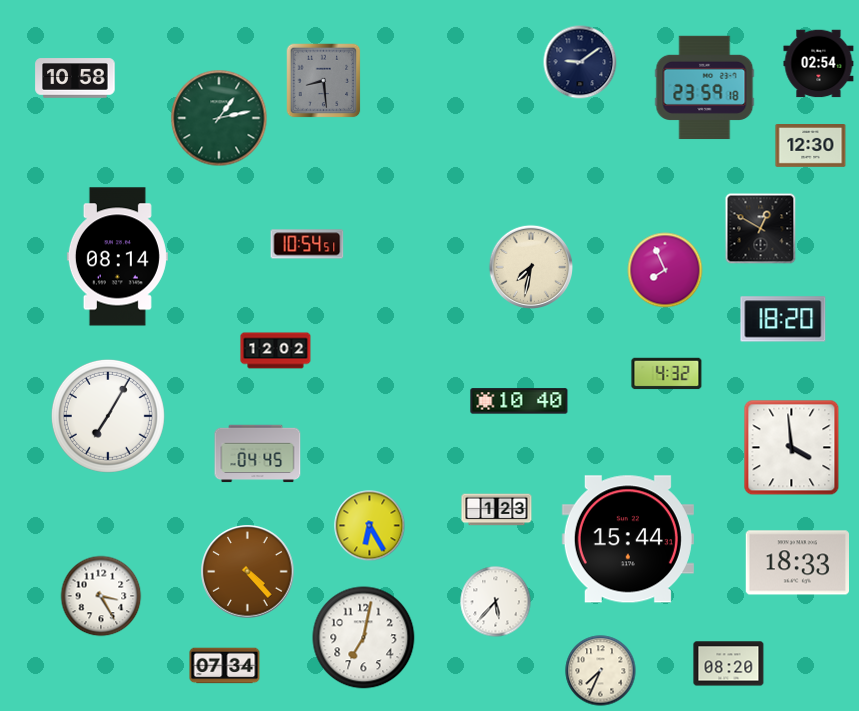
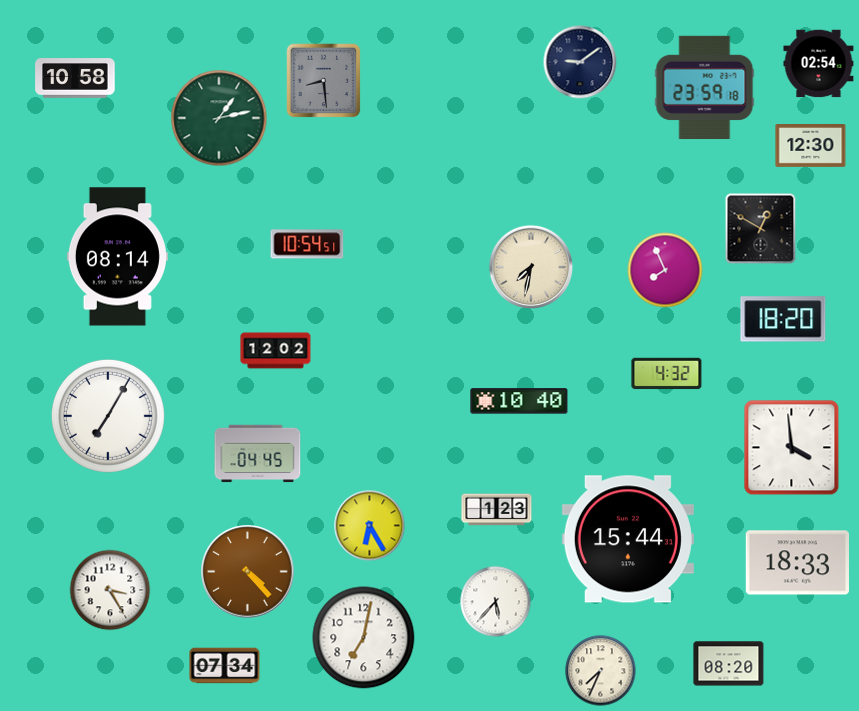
clock at (101, 596) position: (101, 596) -> (110, 590)
